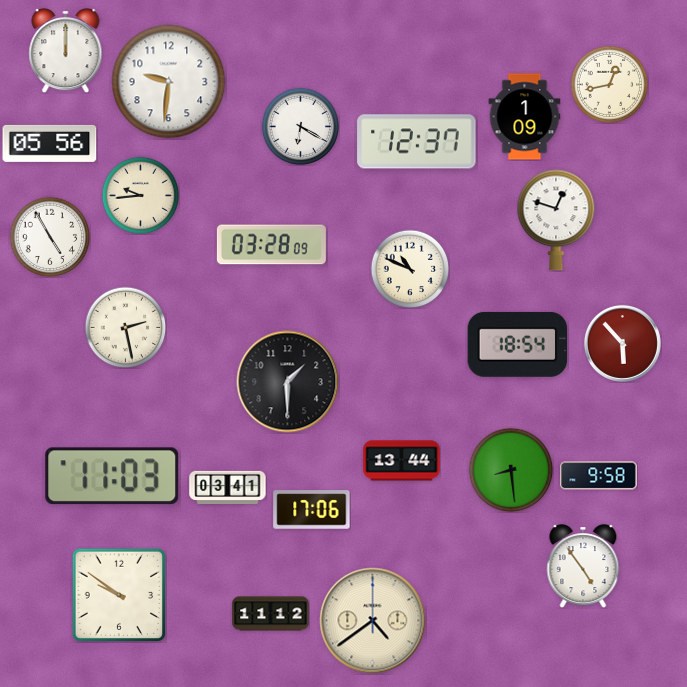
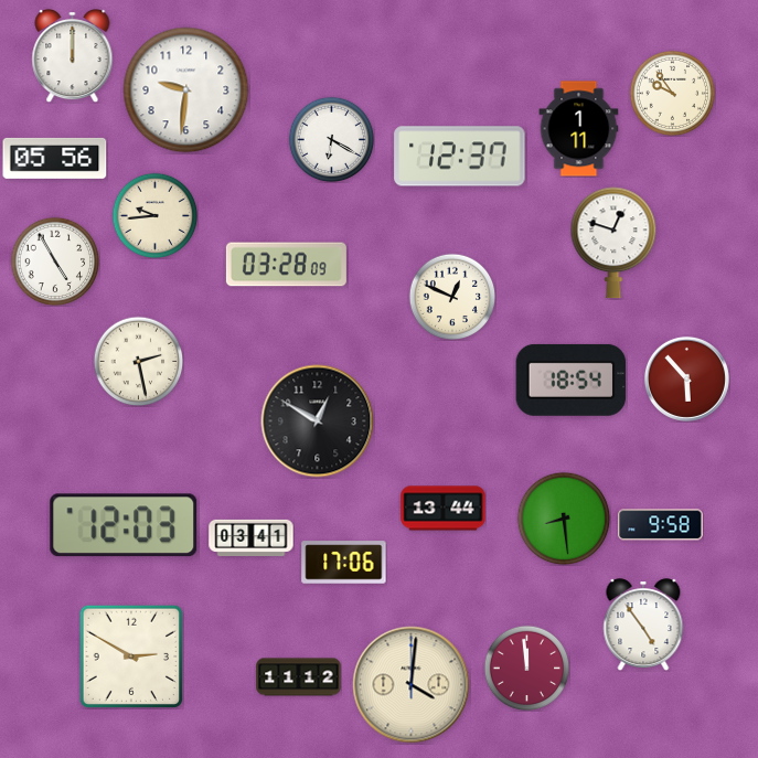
clock at (609, 84): 12:43 -> 9:54
clock at (525, 117): 1:09 -> 1:11
clock at (271, 245) position: (271, 245) -> (286, 265)
clock at (410, 269): 10:49 -> 12:49
clock at (288, 382): 1:30 -> 12:50
clock at (112, 476): 11:03 -> 12:03
clock at (118, 594): 9:51 -> 2:50
clock at (526, 668): none -> 11:59
clock at (373, 621): 4:39 -> 4:01
